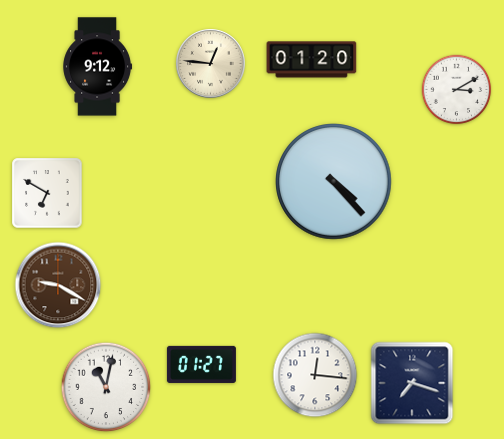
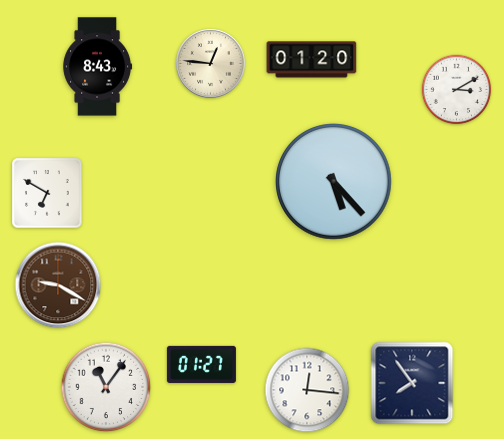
clock at (98, 67): 9:12 -> 8:43
clock at (334, 182): 4:23 -> 5:23
clock at (315, 375) position: (315, 375) -> (307, 390)
clock at (412, 383): 7:18 -> 7:54
clock at (106, 387): 11:02 -> 11:06
